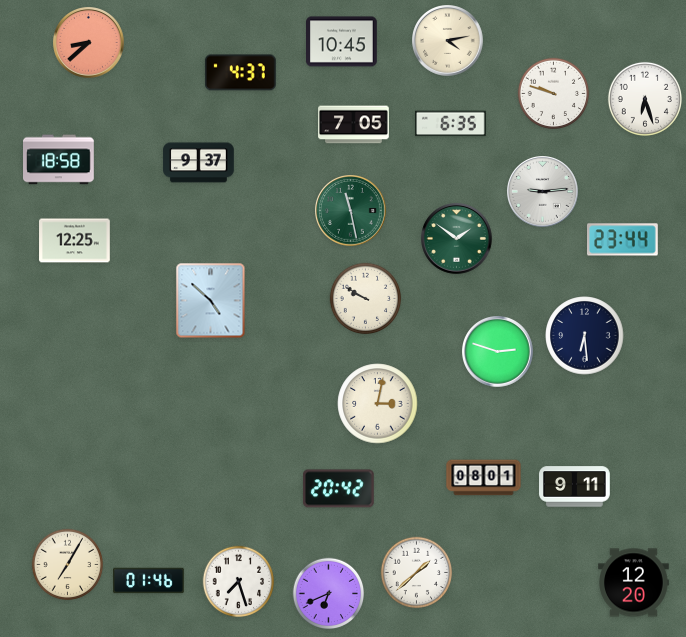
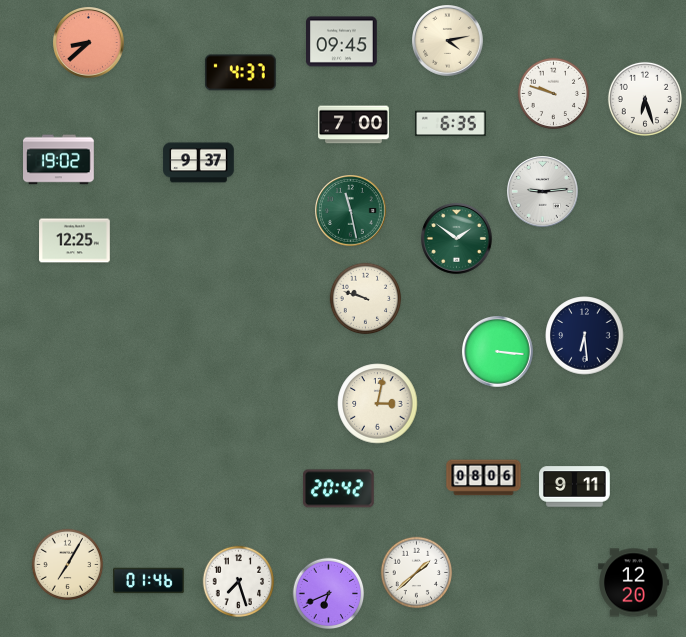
clock at (342, 42): 10:45 -> 09:45
clock at (354, 125): 7:05 -> 7:00
clock at (59, 160): 18:58 -> 19:02
clock at (623, 240): 23:44 -> none
clock at (366, 299): 9:50 -> 9:48
clock at (211, 301): 4:52 -> none
clock at (498, 352): 2:48 -> 3:16
clock at (484, 478): 08:01 -> 08:06
